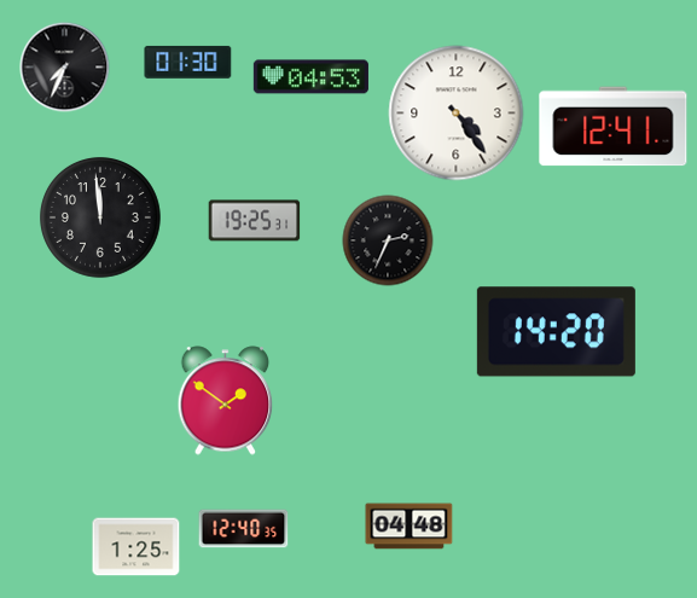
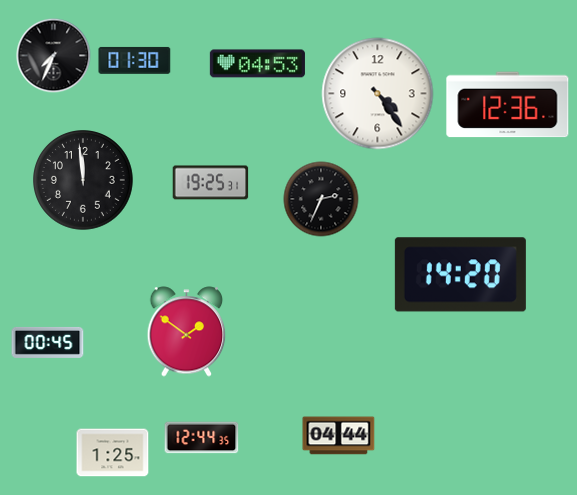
clock at (188, 62) position: (188, 62) -> (135, 60)
clock at (614, 127): 12:41 -> 12:36
clock at (48, 342): none -> 00:45
clock at (410, 527): 04:48 -> 04:44
clock at (244, 529): 12:40 -> 12:44
